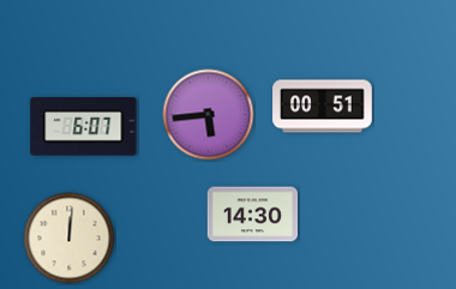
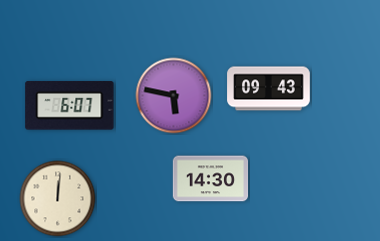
clock at (323, 107): 00:51 -> 09:43
clock at (209, 115): 5:44 -> 5:47
